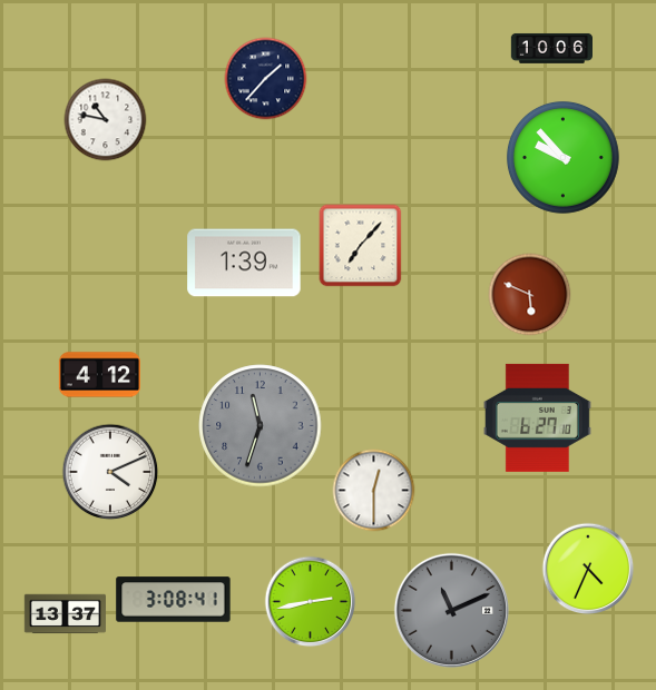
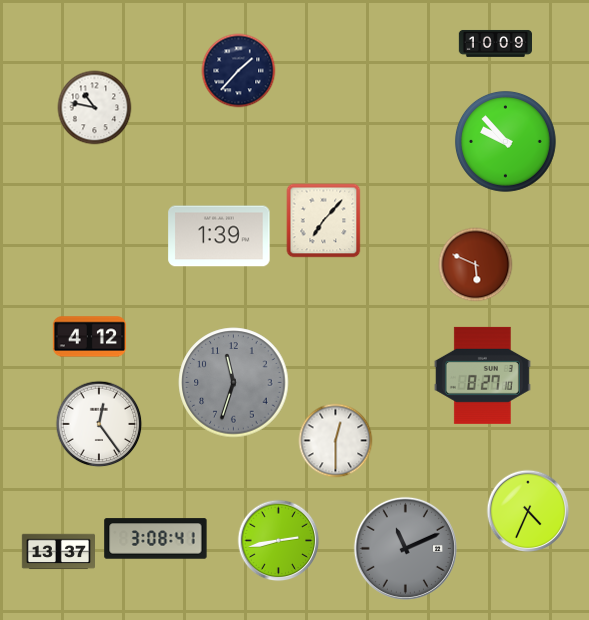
clock at (551, 48): 10:06 -> 10:09
clock at (537, 417): 6:27 -> 8:27
clock at (110, 472): 4:11 -> 12:24
